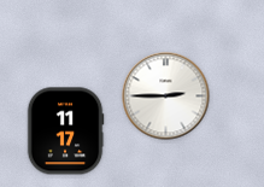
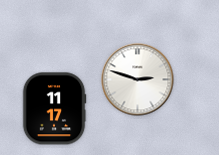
clock at (166, 97): 2:45 -> 2:48
